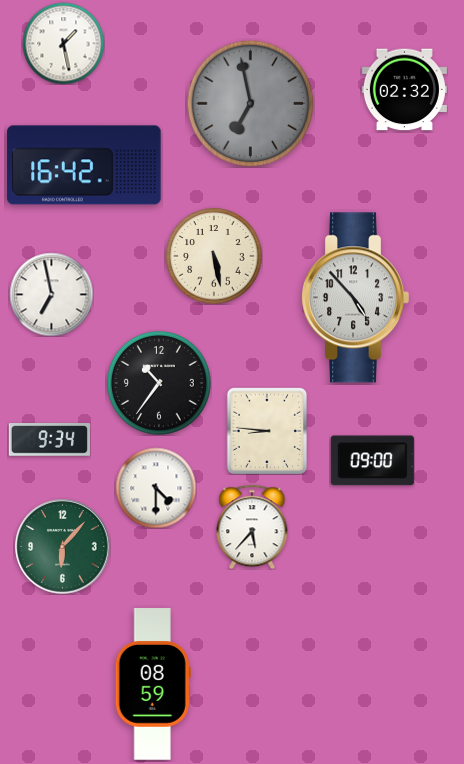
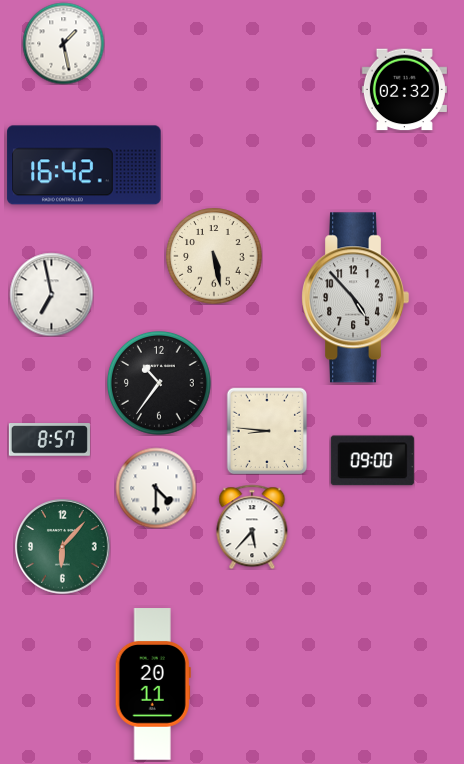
clock at (250, 103): 6:58 -> none
clock at (49, 440): 9:34 -> 8:57
clock at (153, 684): 08:59 -> 20:11
